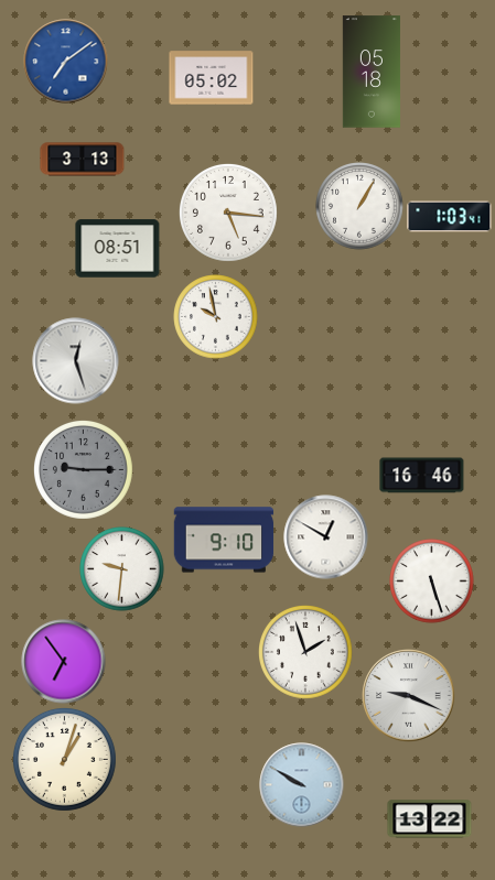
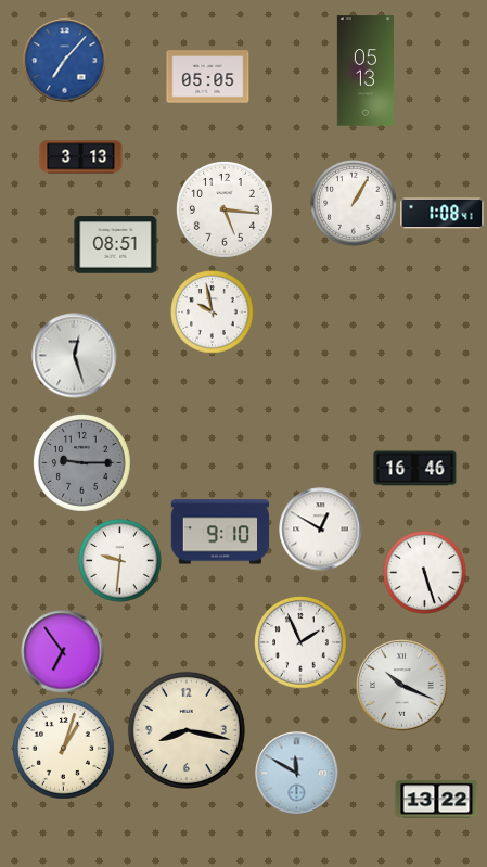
clock at (66, 62): 7:09 -> 7:07
clock at (372, 72): 05:18 -> 05:13
clock at (212, 78): 05:02 -> 05:05
clock at (450, 217): 1:03 -> 1:08
clock at (306, 653): 1:57 -> 1:56
clock at (409, 696): 9:19 -> 10:19
clock at (187, 730): none -> 8:17
clock at (302, 785): 9:50 -> 11:50
clock at (430, 819) position: (430, 819) -> (437, 800)
